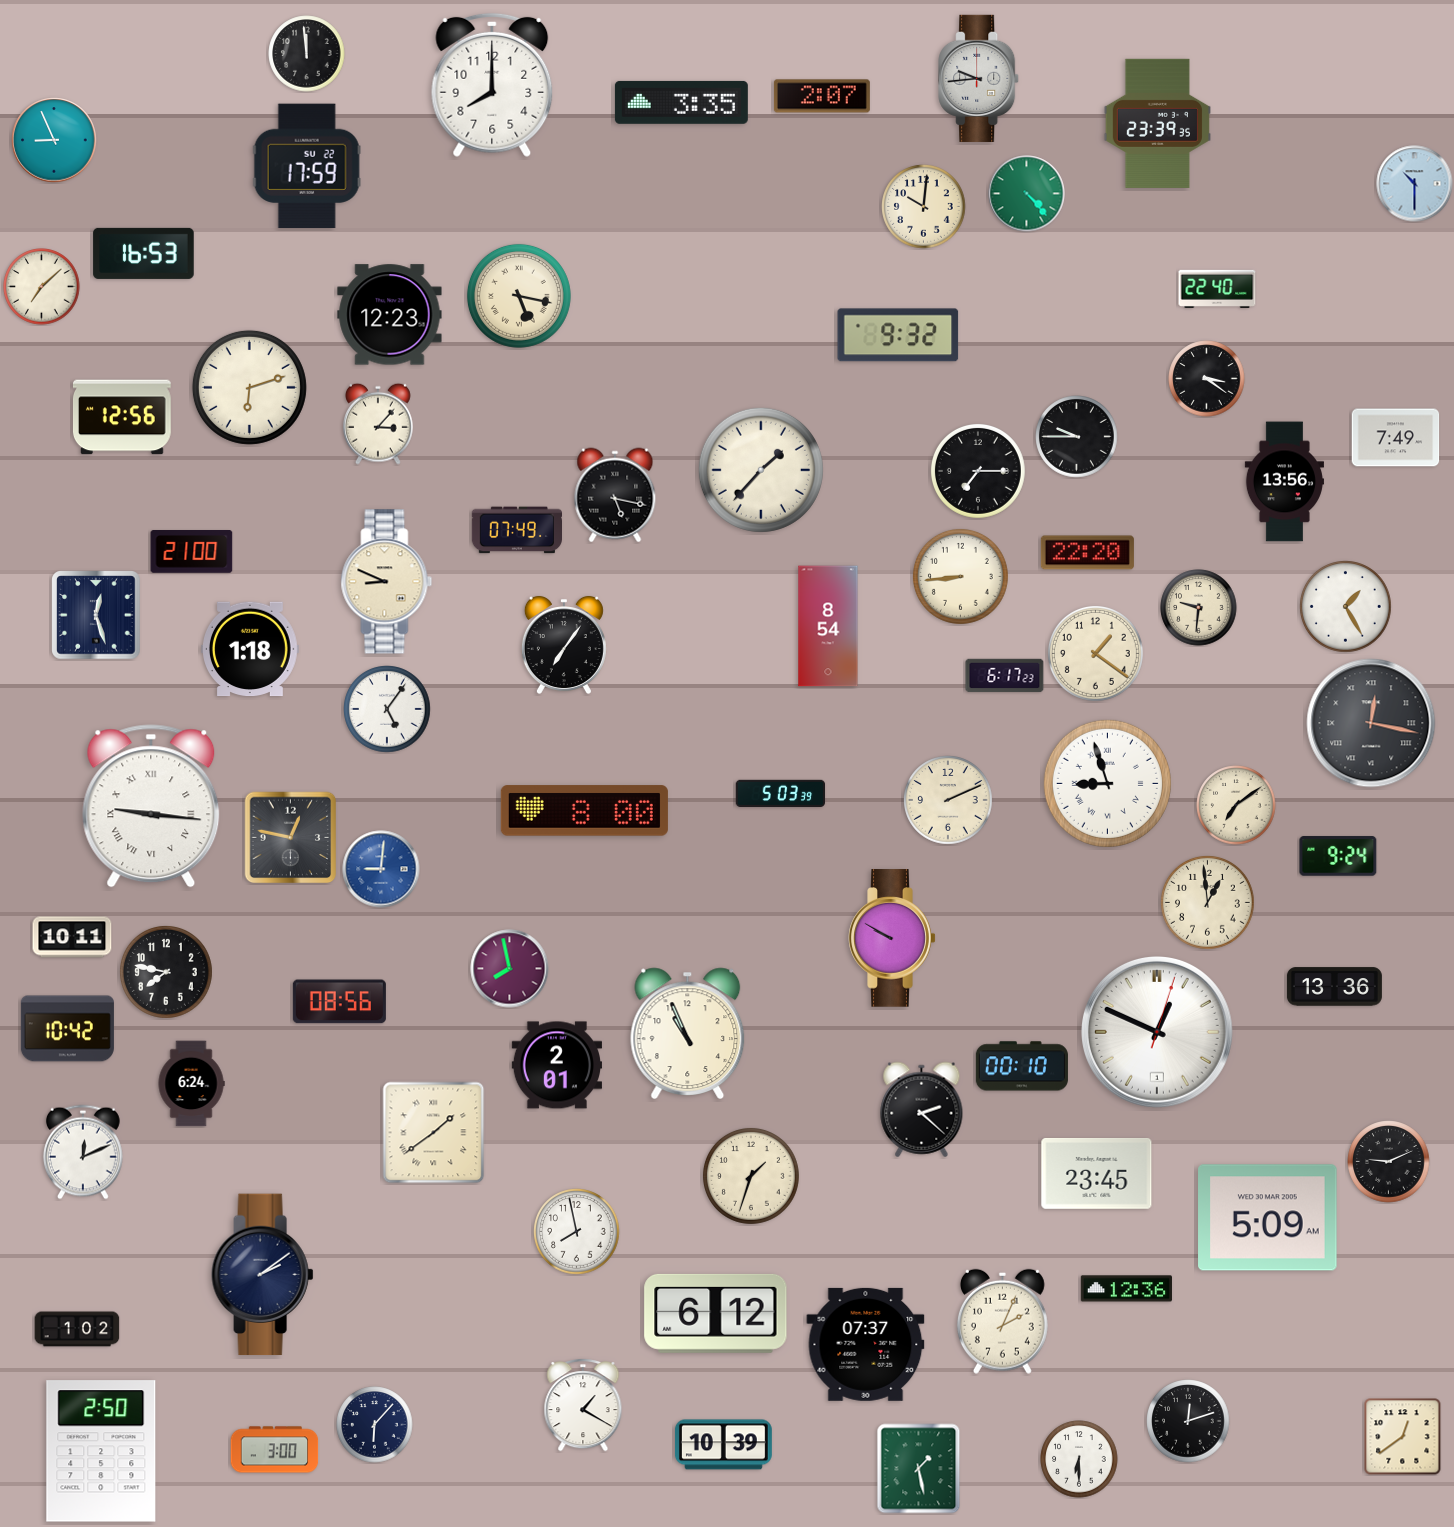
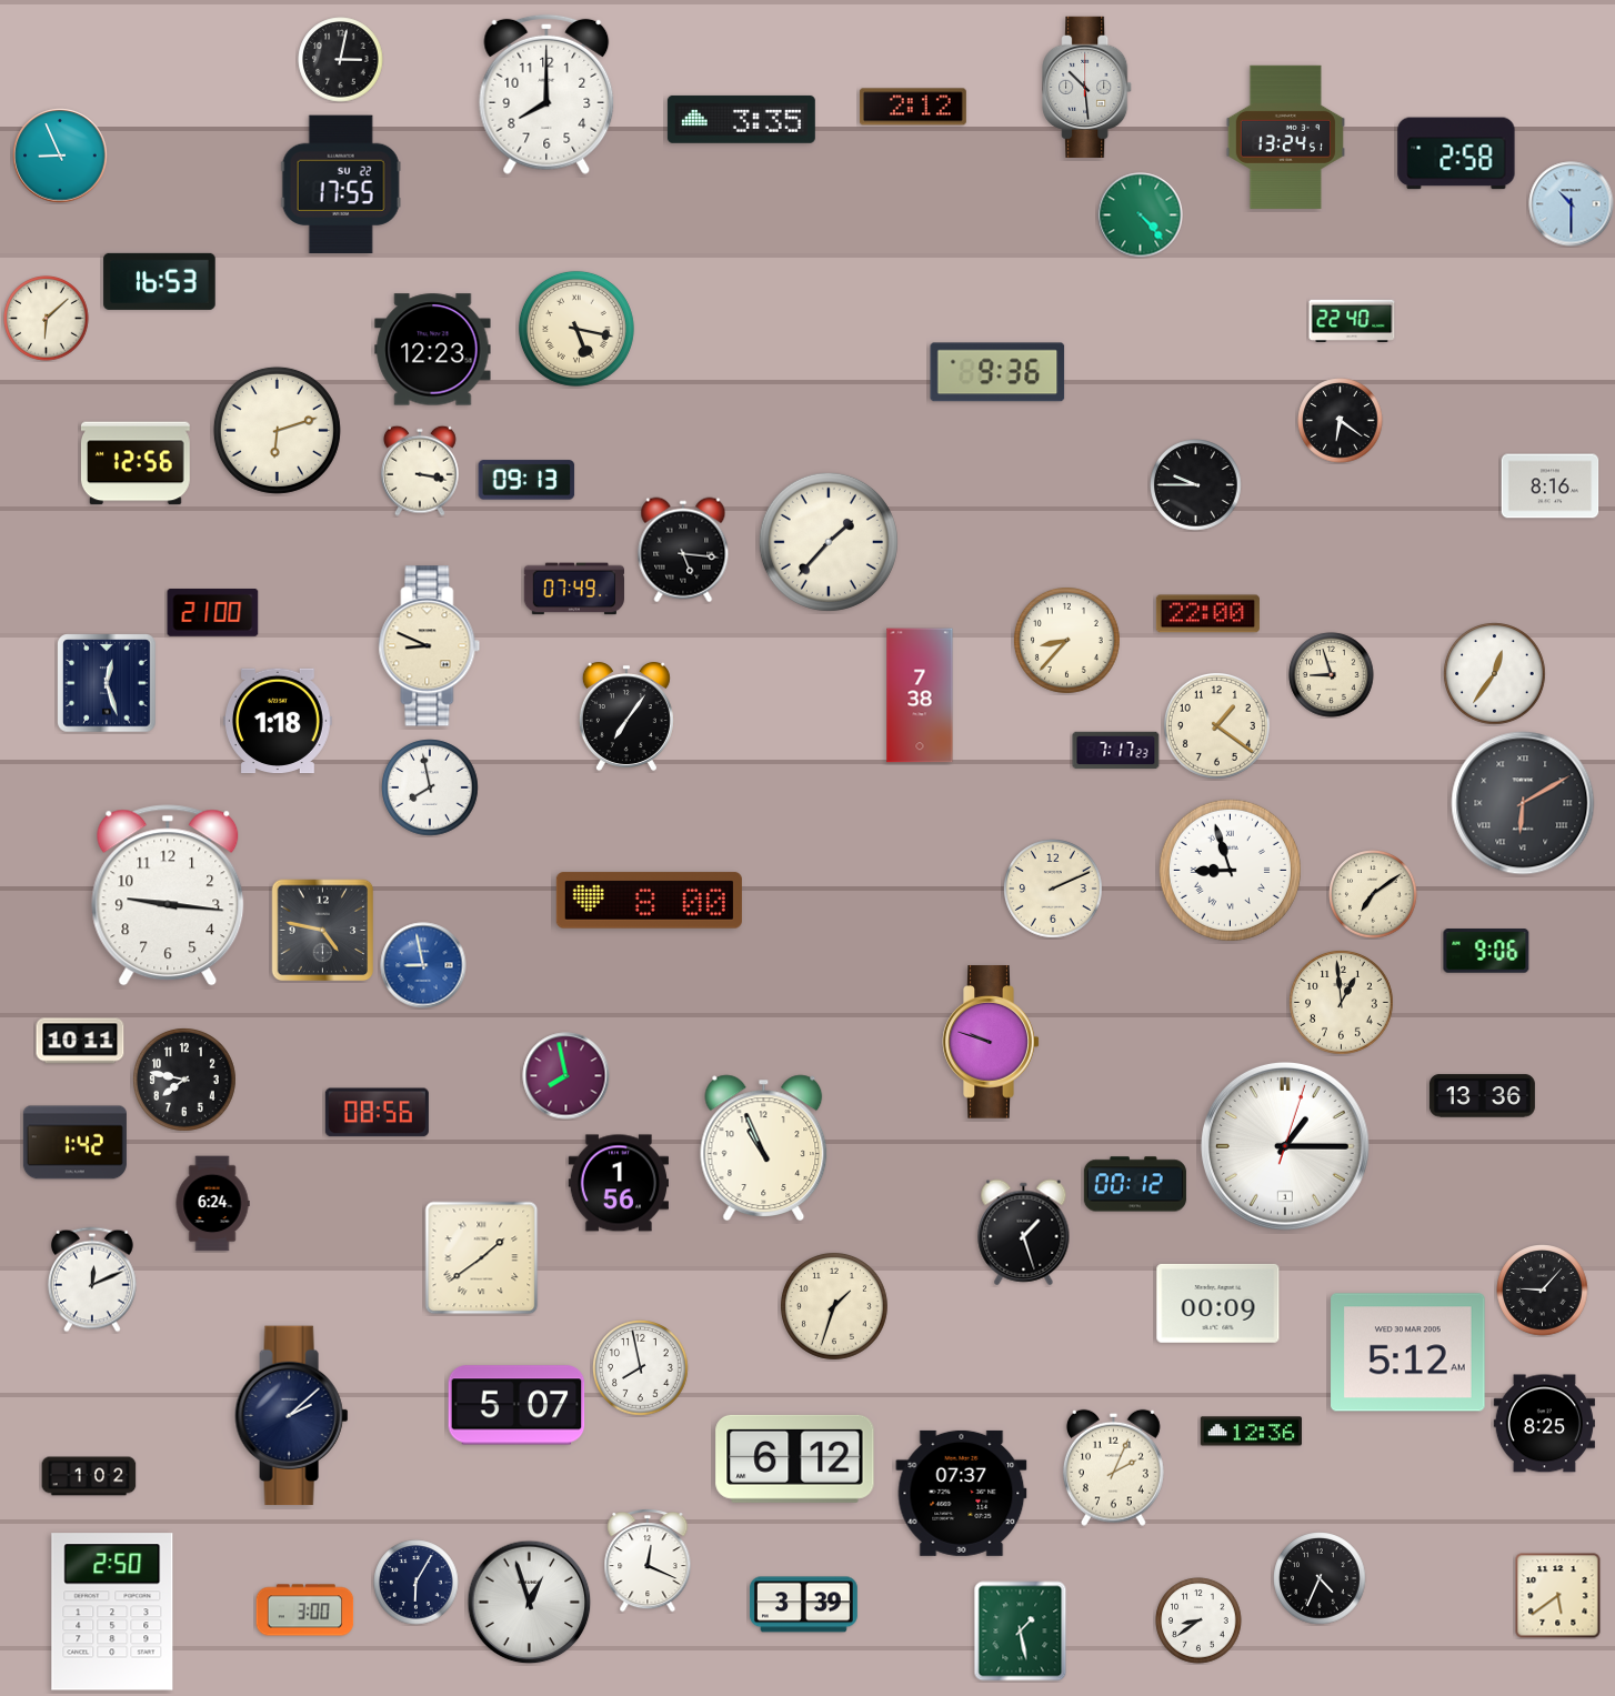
clock at (307, 54): 11:59 -> 3:02
clock at (979, 78): 9:44 -> 10:29
clock at (822, 96): 2:07 -> 2:12
clock at (681, 102) position: (681, 102) -> (741, 119)
clock at (1157, 123): 23:39 -> 13:24
clock at (1456, 153): none -> 2:58
clock at (307, 166): 17:59 -> 17:55
clock at (924, 207): 10:01 -> none
clock at (42, 287): 7:08 -> 6:08
clock at (898, 335): 9:32 -> 9:36
clock at (1207, 379): 3:21 -> 6:21
clock at (379, 424): 3:07 -> 3:17
clock at (526, 480): none -> 09:13
clock at (1396, 438): 7:49 -> 8:16
clock at (761, 470) position: (761, 470) -> (829, 542)
clock at (978, 471): 7:15 -> none
clock at (1284, 482): 13:56 -> none
clock at (615, 495): 5:17 -> 5:16
clock at (1087, 553): 22:20 -> 22:00
clock at (960, 576): 8:44 -> 8:37
clock at (1346, 607): 1:25 -> 12:36
clock at (1199, 608): 9:31 -> 8:57
clock at (828, 626): 8:54 -> 7:38
clock at (1005, 676): 6:17 -> 7:17
clock at (387, 709): 5:06 -> 7:58
clock at (1371, 723): 12:17 -> 6:10
clock at (781, 793): 5:03 -> none
clock at (151, 806) numerals: Roman -> Arabic
clock at (291, 838): 12:47 -> 4:47
clock at (1338, 856): 9:24 -> 9:06
clock at (381, 869): 9:01 -> 8:58
clock at (892, 938): 9:50 -> 9:48
clock at (67, 1029): 10:42 -> 1:42
clock at (1157, 1032): 12:49 -> 1:15
clock at (556, 1065): 2:01 -> 1:56
clock at (1022, 1066): 00:10 -> 00:12
clock at (922, 1110): 2:22 -> 1:27
clock at (1389, 1162): 9:11 -> 9:07
clock at (1097, 1173): 23:45 -> 00:09
clock at (1268, 1218): 5:09 -> 5:12
clock at (516, 1405): none -> 5:07
clock at (263, 1275): 2:09 -> 2:08
clock at (1544, 1424): none -> 8:25
clock at (77, 1329) position: (77, 1329) -> (89, 1476)
clock at (583, 1405): 1:20 -> 12:19
clock at (1188, 1421): 12:12 -> 4:34
clock at (375, 1425): 6:07 -> 6:05
clock at (1403, 1437): 12:39 -> 5:39
clock at (530, 1603): none -> 12:57
clock at (723, 1445): 10:39 -> 3:39
clock at (1079, 1459): 6:30 -> 8:39
